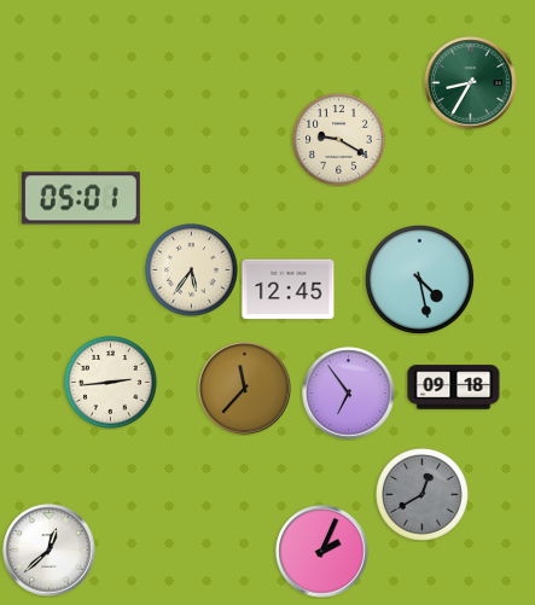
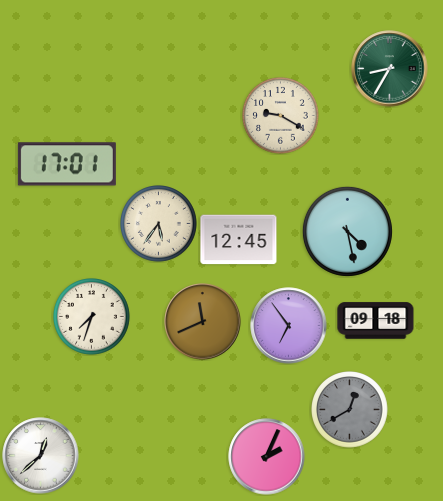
clock at (81, 198): 05:01 -> 17:01
clock at (111, 383): 2:44 -> 7:33
clock at (245, 389): 11:37 -> 11:41
